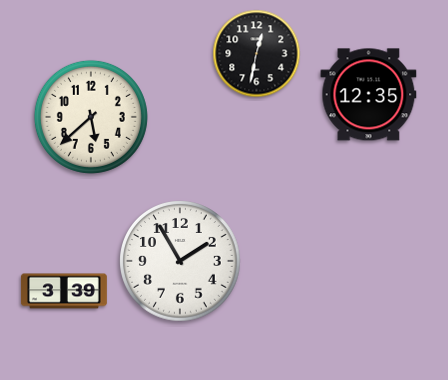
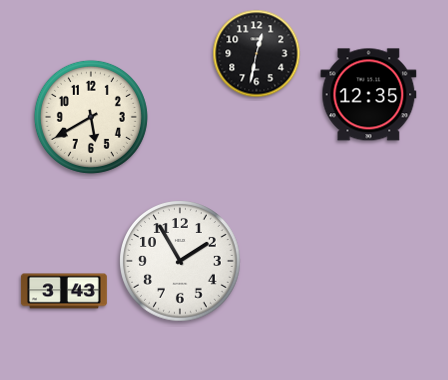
clock at (91, 117): 5:38 -> 5:40
clock at (64, 291): 3:39 -> 3:43
